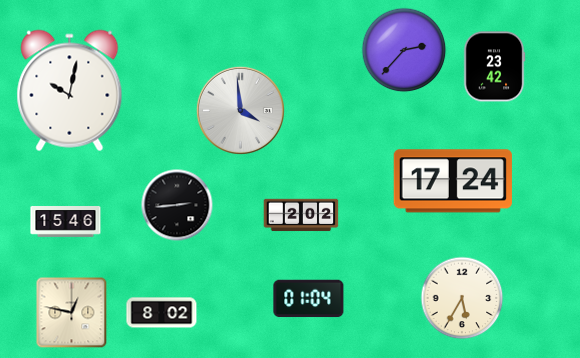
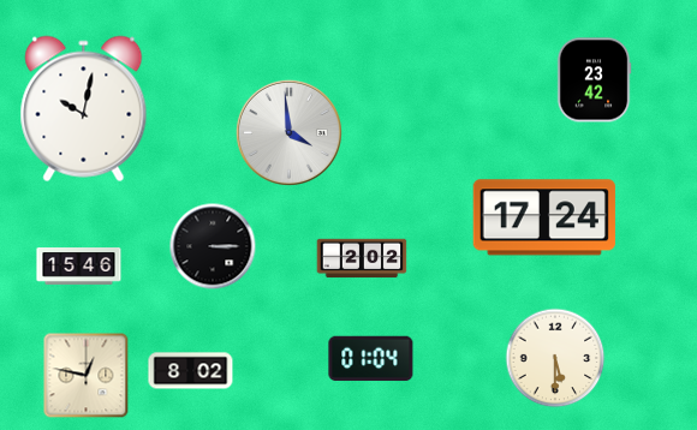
clock at (404, 50): 2:37 -> none
clock at (177, 205): 2:44 -> 3:15
clock at (462, 298): 5:35 -> 5:30
clock at (162, 313) position: (162, 313) -> (191, 371)
